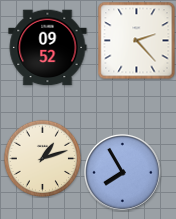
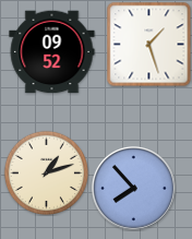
clock at (136, 40): 2:23 -> 1:27
clock at (122, 172): 7:55 -> 7:53
